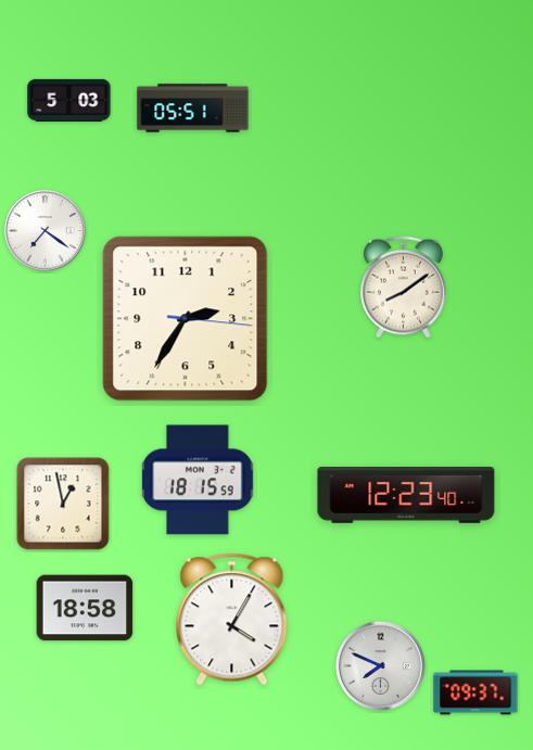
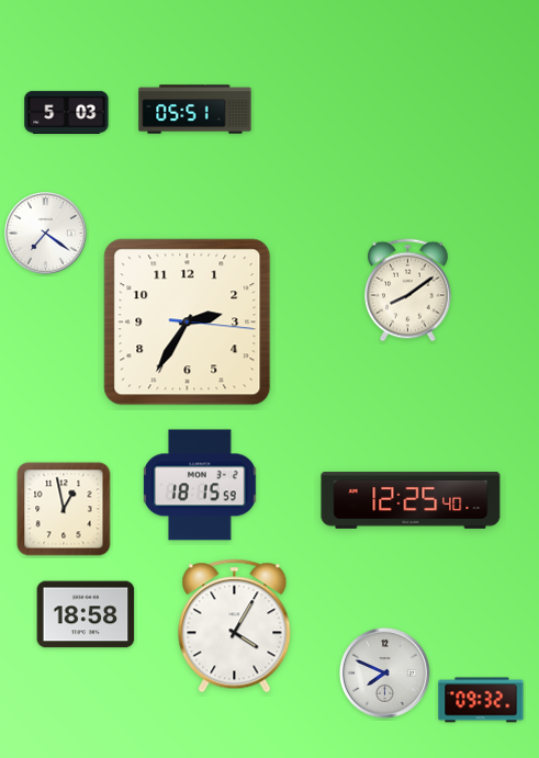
clock at (69, 100) position: (69, 100) -> (67, 112)
clock at (406, 495): 12:23 -> 12:25
clock at (475, 692): 09:37 -> 09:32
